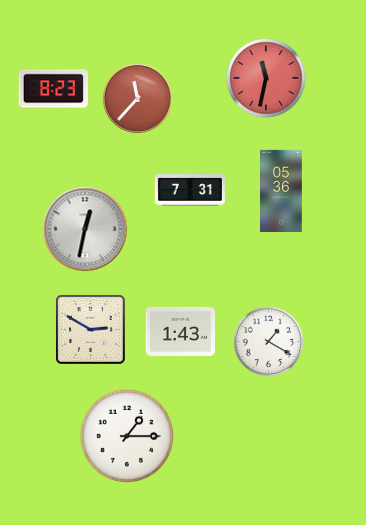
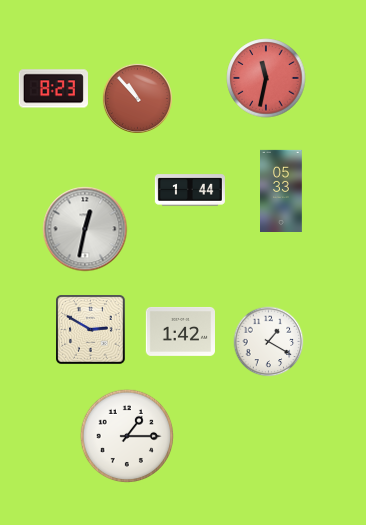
clock at (137, 98): 11:37 -> 10:53
clock at (190, 190): 7:31 -> 1:44
clock at (282, 190): 05:36 -> 05:33
clock at (180, 331): 1:43 -> 1:42
